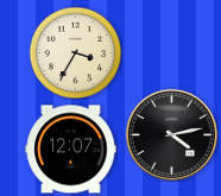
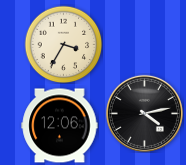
clock at (71, 150): 12:07 -> 12:06
